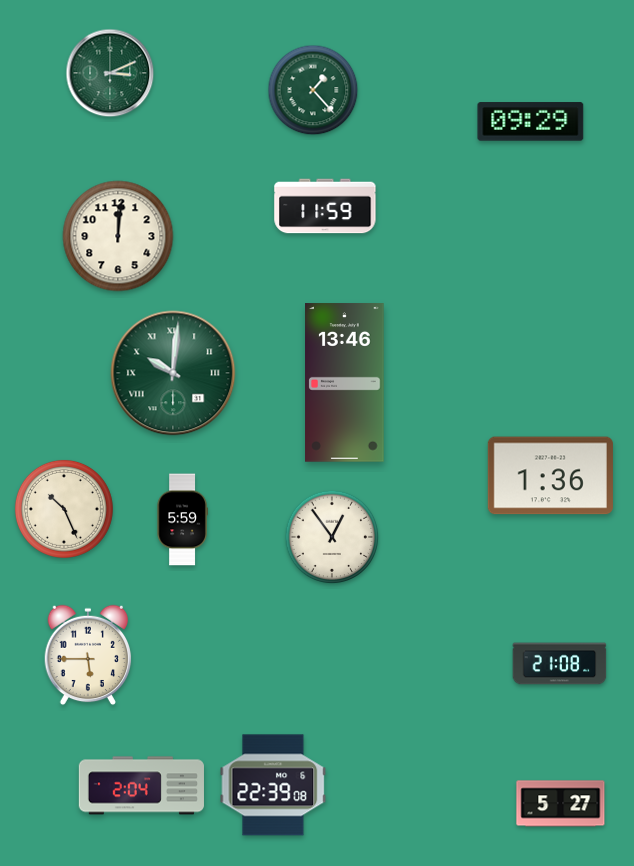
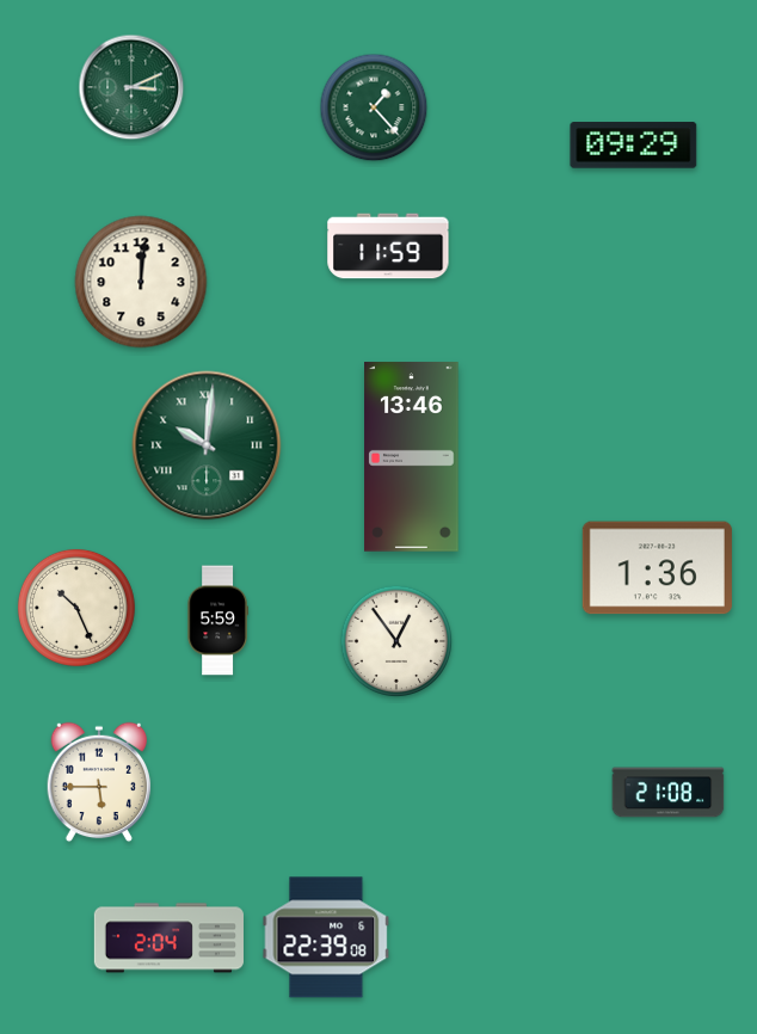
clock at (88, 655) position: (88, 655) -> (99, 782)
clock at (561, 804): 5:27 -> none
